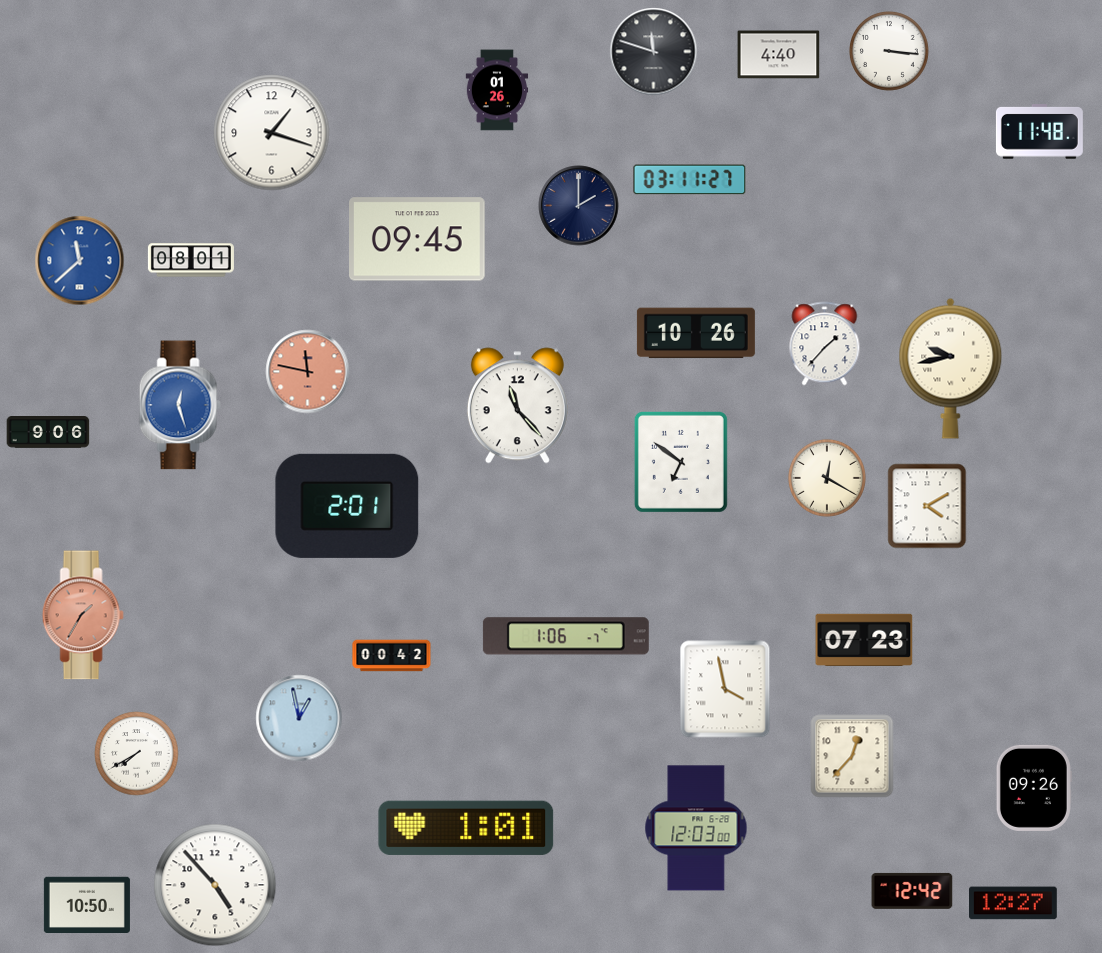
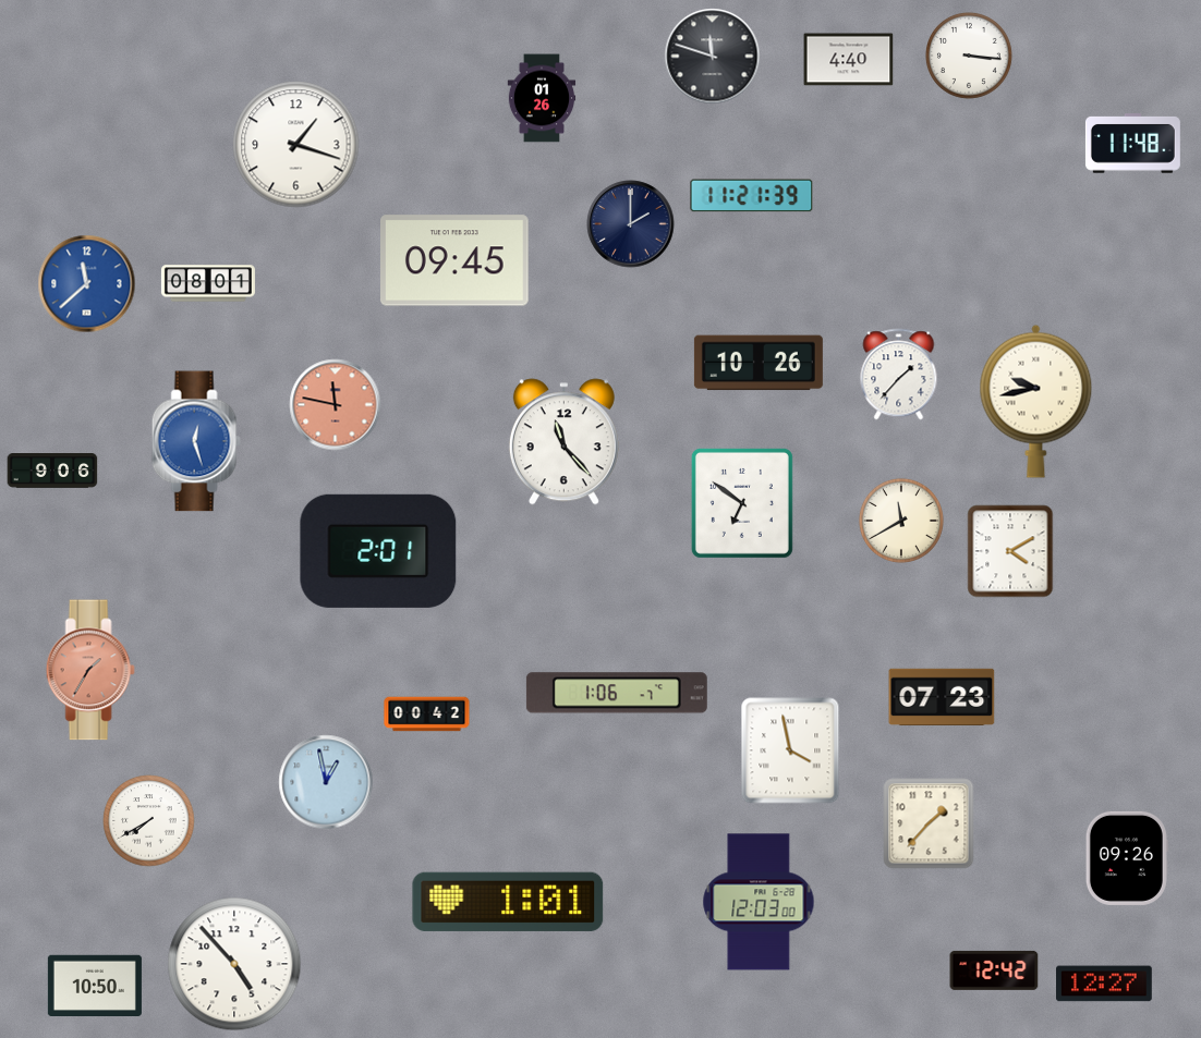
clock at (690, 180): 03:11 -> 11:21
clock at (827, 478): 12:20 -> 11:40
clock at (852, 756): 12:37 -> 1:37
